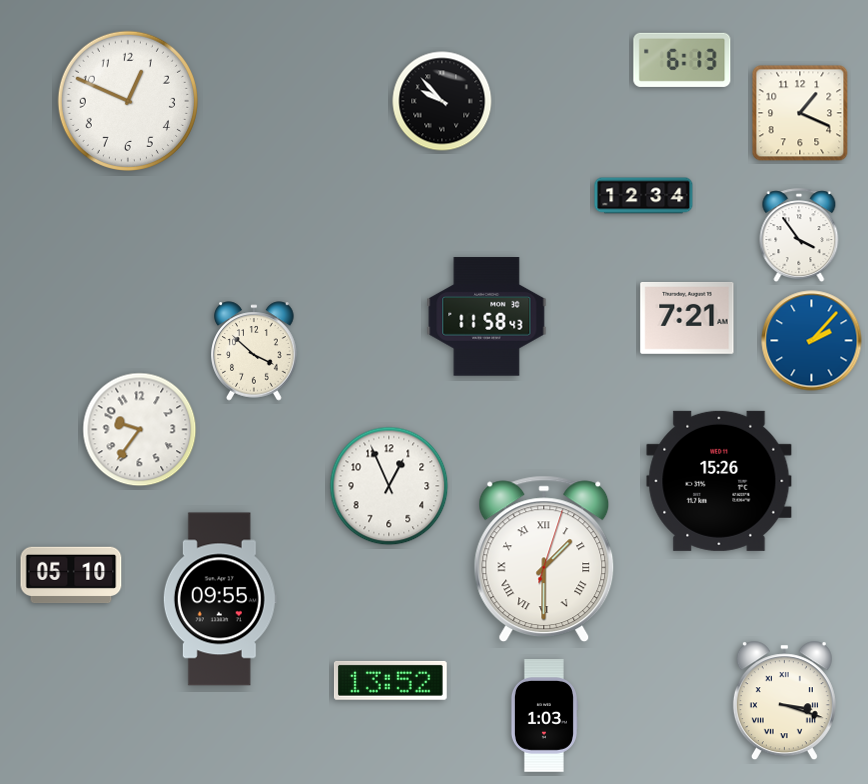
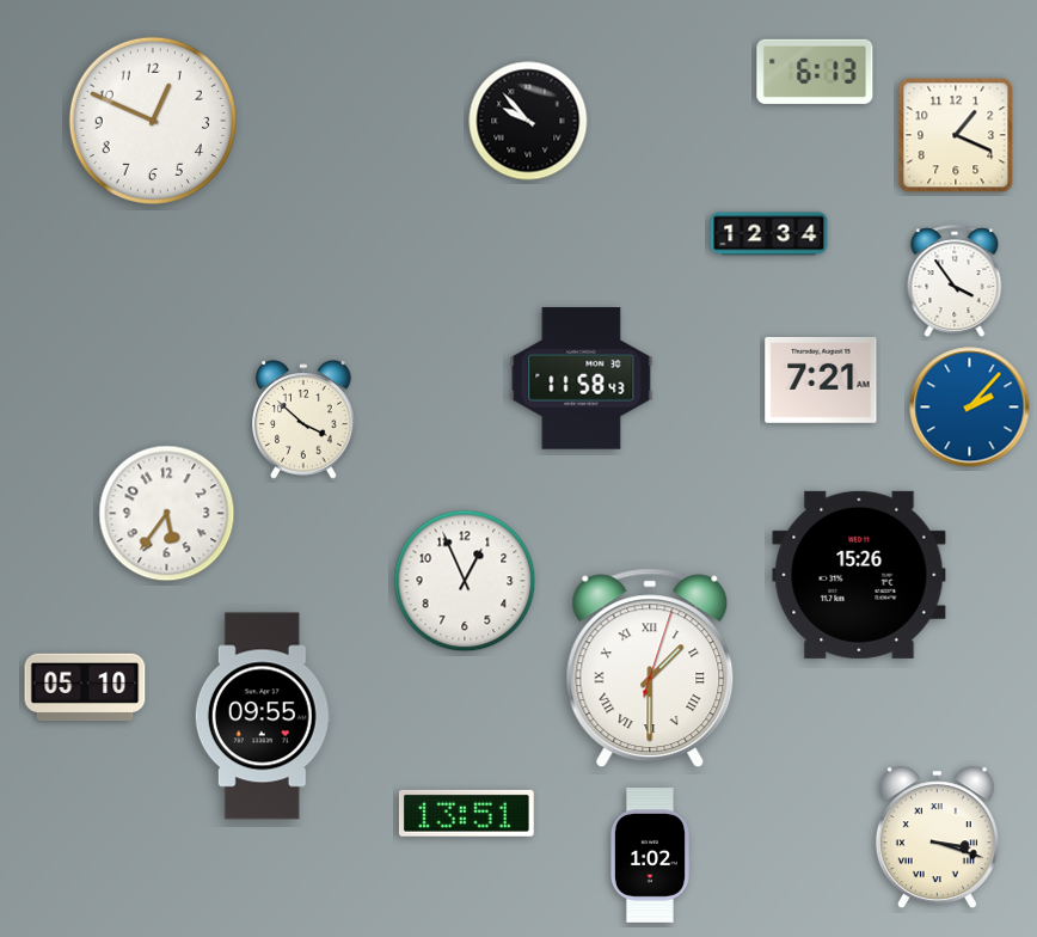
clock at (140, 430): 9:36 -> 5:36
clock at (390, 680): 13:52 -> 13:51
clock at (544, 716): 1:03 -> 1:02
